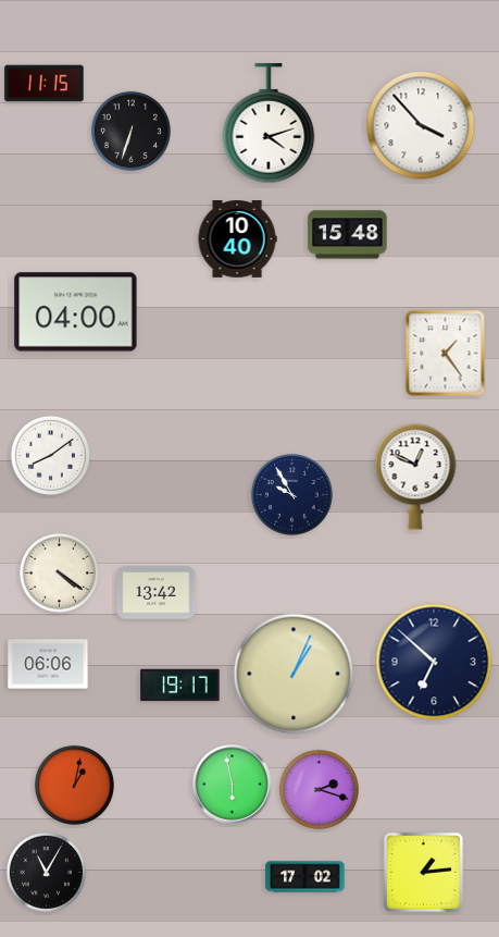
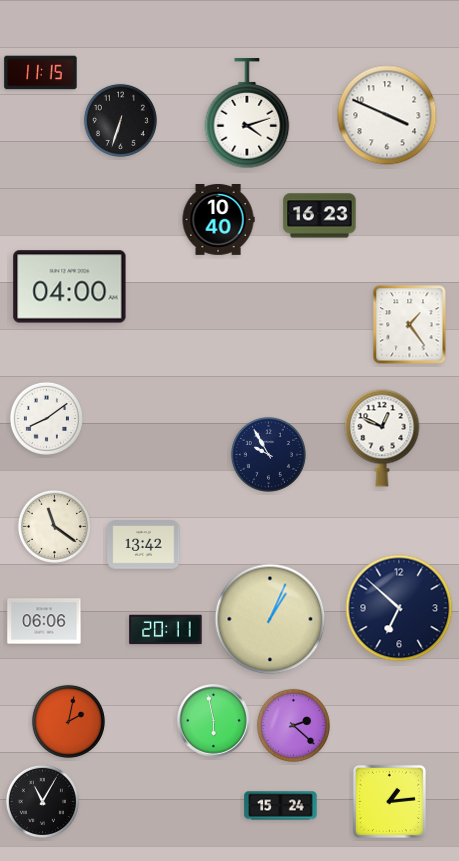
clock at (45, 84) position: (45, 84) -> (41, 73)
clock at (421, 125): 3:53 -> 3:49
clock at (348, 235): 15:48 -> 16:23
clock at (59, 572): 4:21 -> 11:21
clock at (48, 664) position: (48, 664) -> (44, 621)
clock at (180, 686): 19:17 -> 20:11
clock at (74, 785): 1:02 -> 2:02
clock at (319, 789): 2:18 -> 2:22
clock at (305, 877): 17:02 -> 15:24
